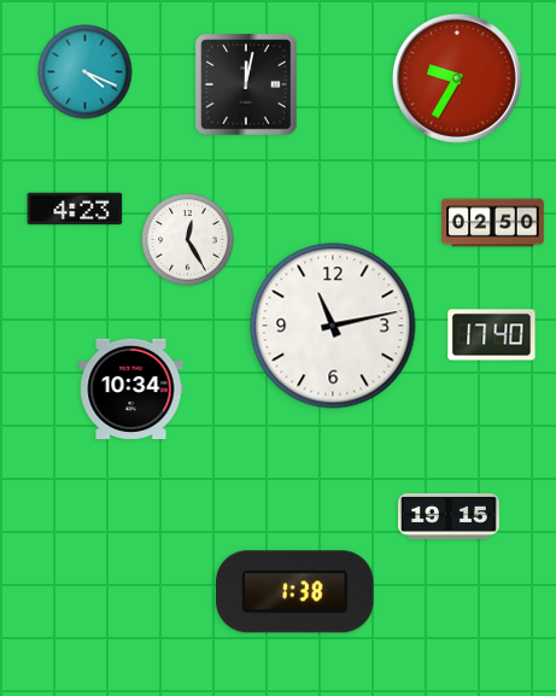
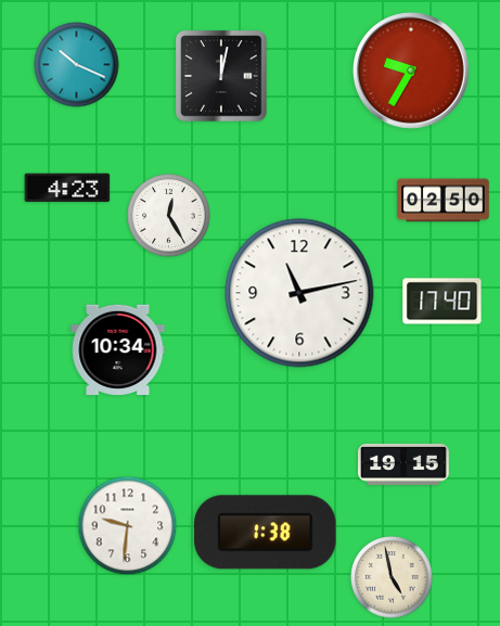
clock at (86, 72): 4:19 -> 10:19
clock at (128, 526): none -> 9:31
clock at (392, 577): none -> 4:58
